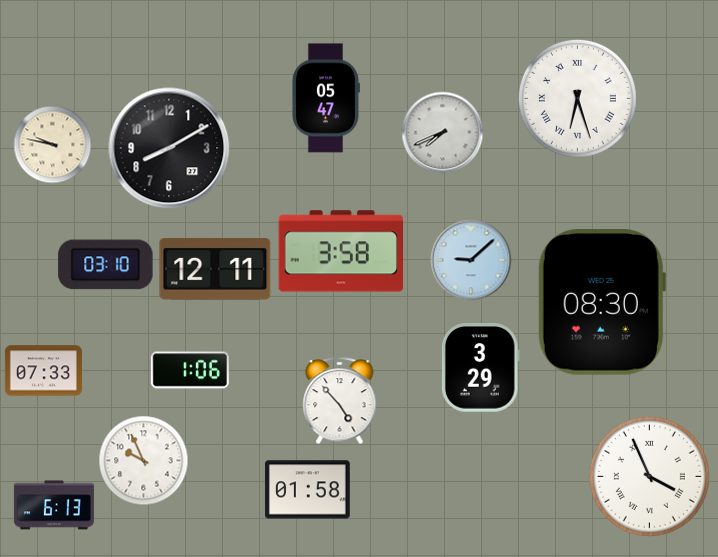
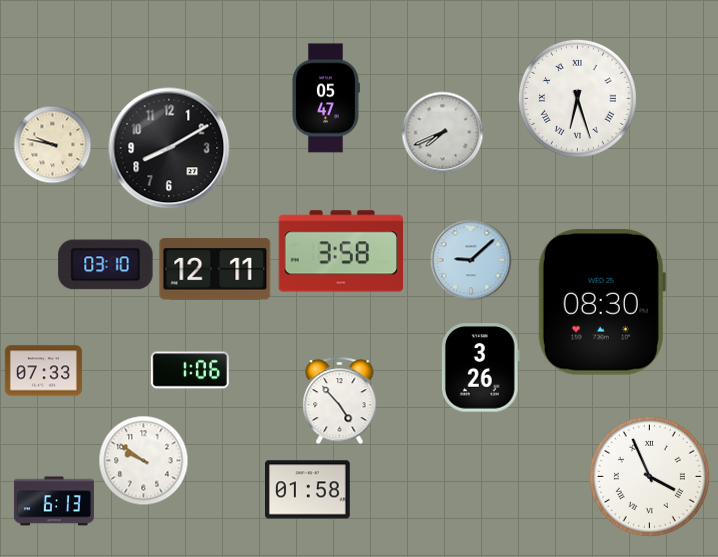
clock at (480, 368): 3:29 -> 3:26
clock at (143, 460): 9:56 -> 9:51
clock at (54, 505) position: (54, 505) -> (54, 501)
